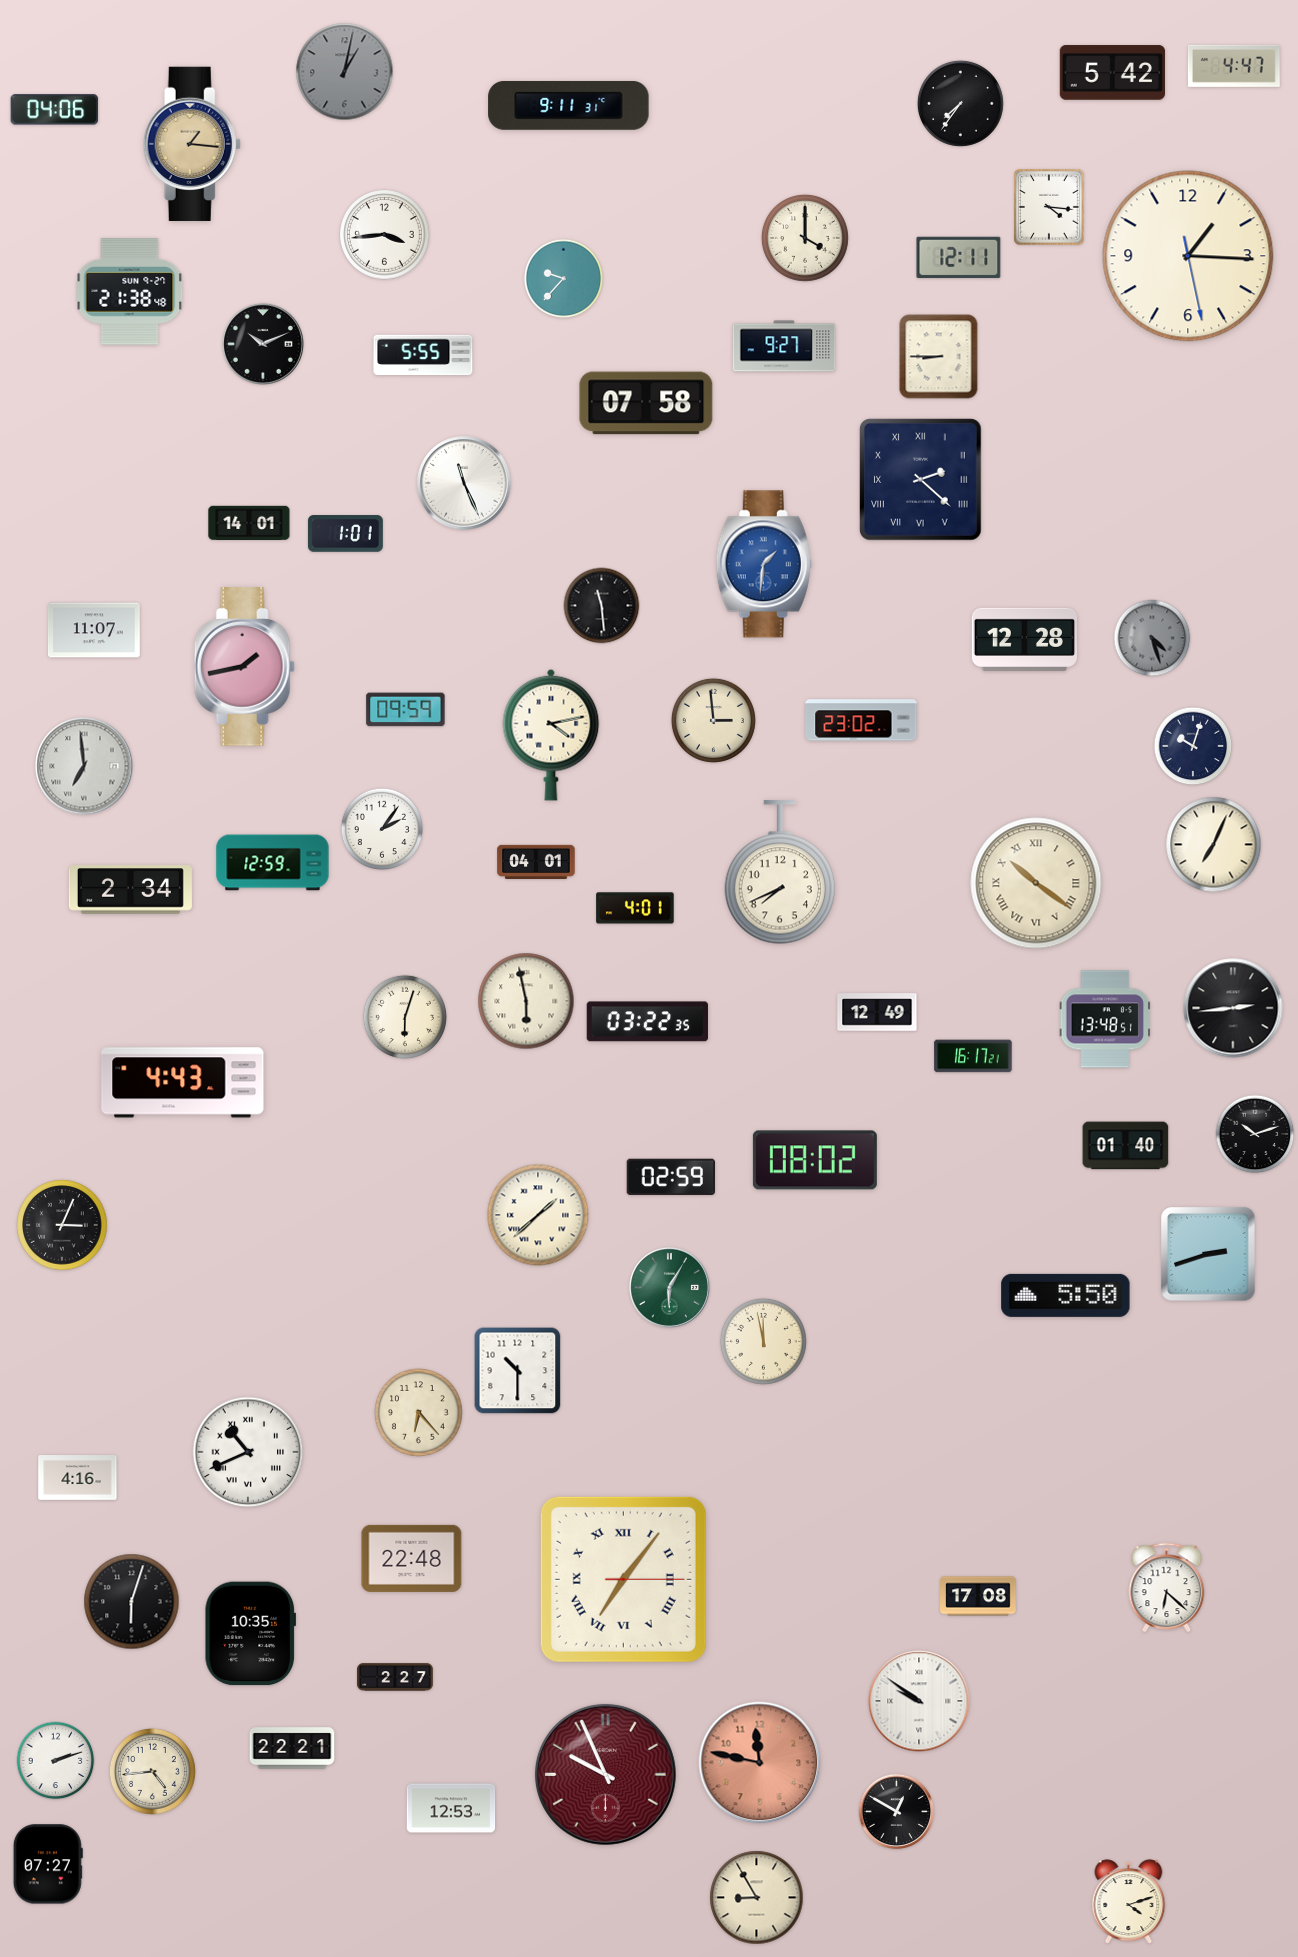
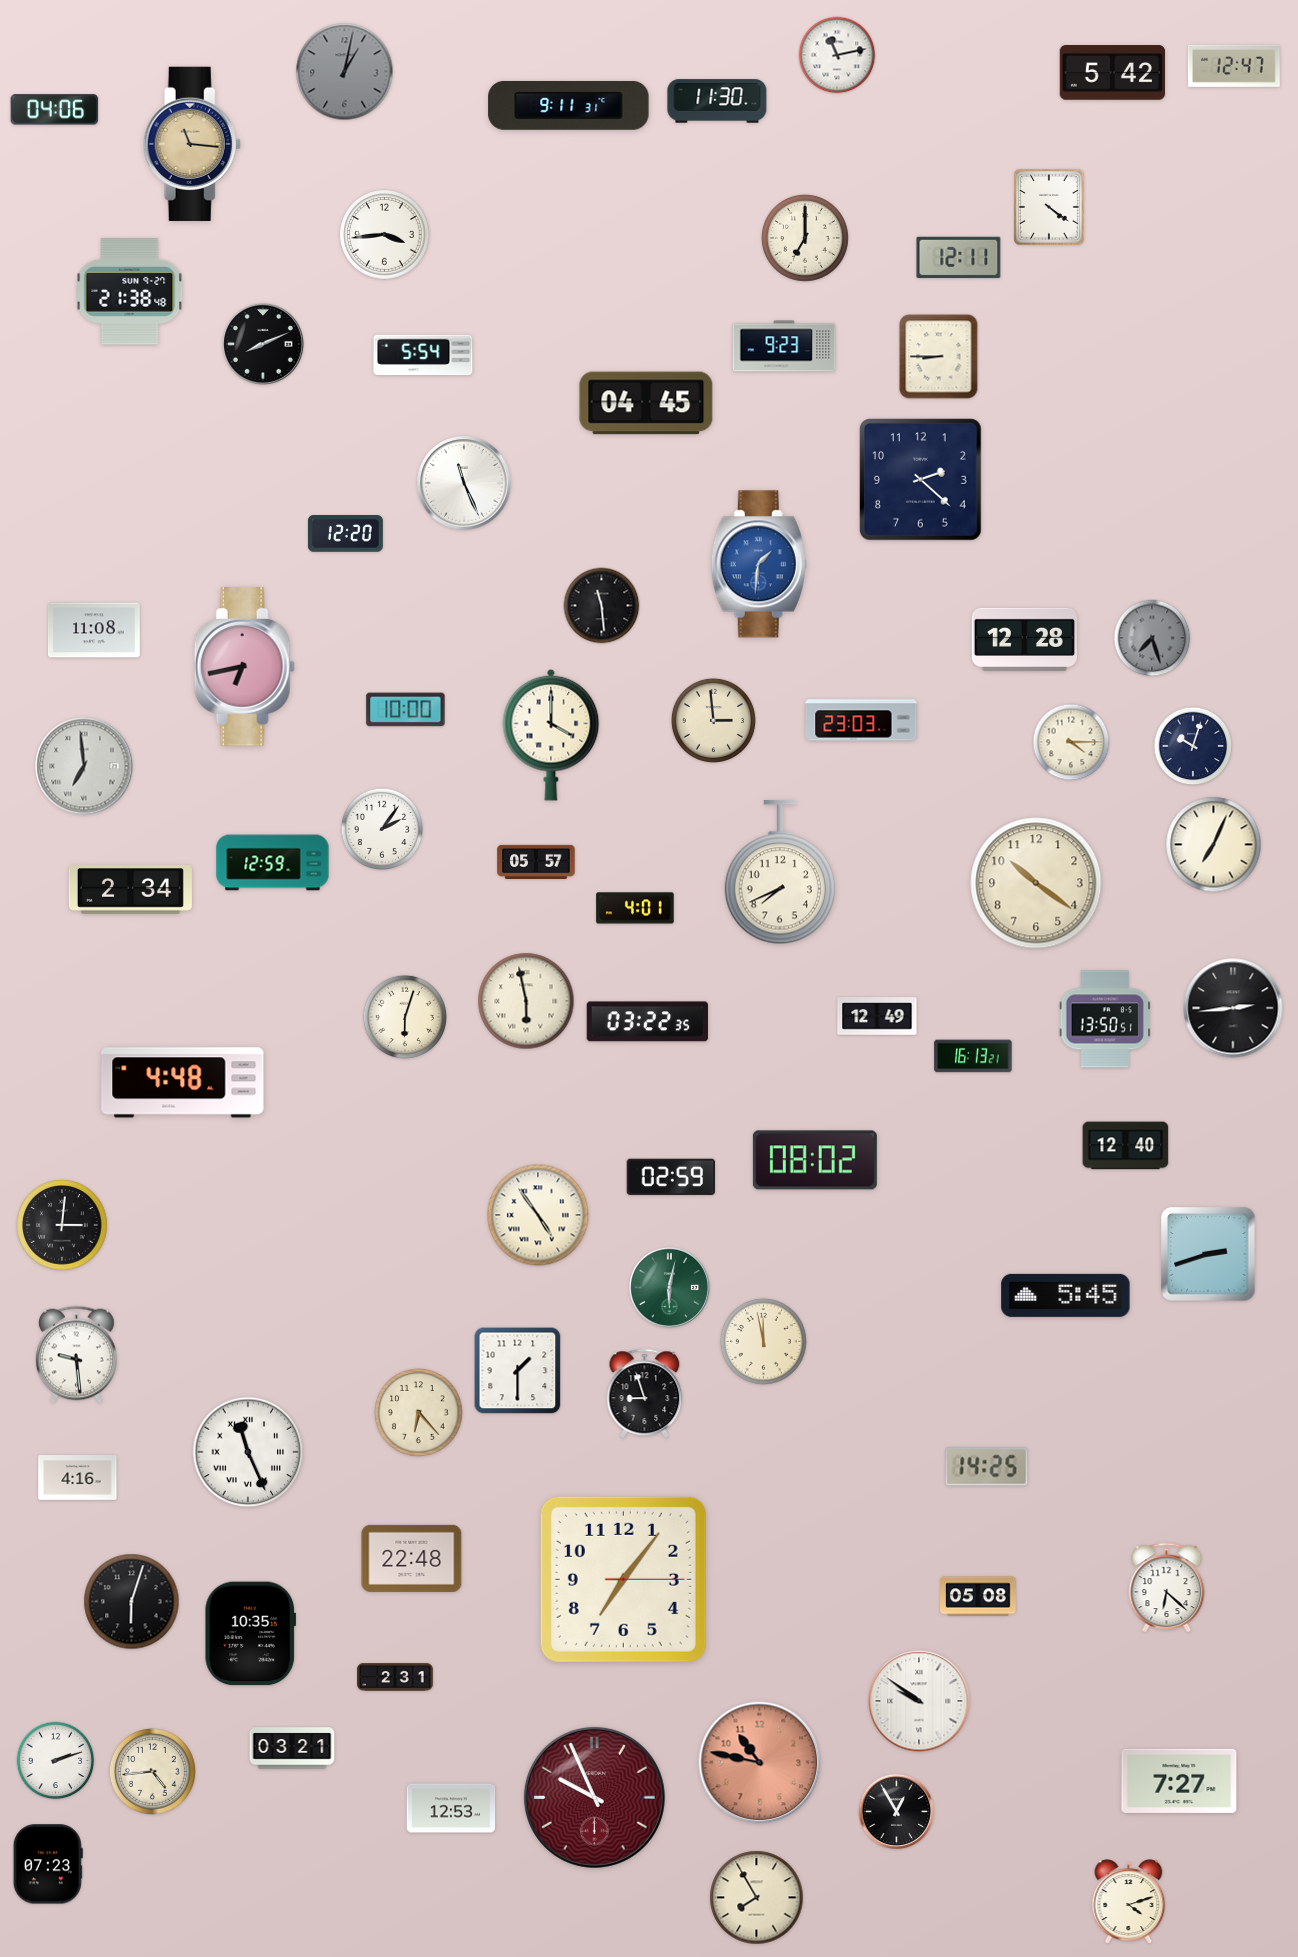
clock at (837, 55): none -> 11:13
clock at (1234, 66): 4:47 -> 12:47
clock at (717, 101): none -> 11:30
clock at (960, 103): 7:36 -> none
clock at (192, 144): 1:16 -> 11:16
clock at (1049, 207): 4:16 -> 4:21
clock at (805, 238): 4:00 -> 7:00
clock at (1188, 256): 1:15 -> none
clock at (564, 279): 9:37 -> none
clock at (263, 344): 10:11 -> 8:11
clock at (784, 346): 9:27 -> 9:23
clock at (423, 355): 5:55 -> 5:54
clock at (646, 403): 07:58 -> 04:45
clock at (921, 480) numerals: Roman -> Arabic
clock at (249, 523): 14:01 -> none
clock at (345, 534): 1:01 -> 12:20
clock at (764, 564) position: (764, 564) -> (759, 564)
clock at (95, 630): 11:07 -> 11:08
clock at (1152, 638): 4:27 -> 7:27
clock at (244, 667): 1:43 -> 6:43
clock at (406, 710): 09:59 -> 10:00
clock at (861, 720): 23:02 -> 23:03
clock at (551, 735): 4:13 -> 4:00
clock at (1071, 742): none -> 4:15
clock at (536, 862): 04:01 -> 05:57
clock at (1036, 883) numerals: Roman -> Arabic
clock at (877, 1012) position: (877, 1012) -> (877, 1016)
clock at (1105, 1019): 13:48 -> 13:50
clock at (973, 1056): 16:17 -> 16:13
clock at (183, 1083): 4:43 -> 4:48
clock at (1255, 1134): 10:12 -> none
clock at (1126, 1146): 01:40 -> 12:40
clock at (538, 1215): 1:38 -> 4:54
clock at (62, 1225): 3:04 -> 3:01
clock at (669, 1287): 6:05 -> 6:02
clock at (1066, 1295): 5:50 -> 5:45
clock at (77, 1355): none -> 9:29
clock at (518, 1371): 10:30 -> 1:30
clock at (645, 1393): none -> 8:57
clock at (248, 1452): 10:41 -> 11:26
clock at (987, 1467): none -> 14:25
clock at (623, 1579) numerals: Roman -> Arabic
clock at (978, 1596): 17:08 -> 05:08
clock at (395, 1677): 2:27 -> 2:31
clock at (292, 1748): 22:21 -> 03:21
clock at (760, 1763): 11:47 -> 10:47
clock at (605, 1774) position: (605, 1774) -> (594, 1797)
clock at (1179, 1781): none -> 7:27
clock at (897, 1812): 12:50 -> 12:55
clock at (48, 1864): 07:27 -> 07:23
clock at (757, 1898): 8:55 -> 7:55
